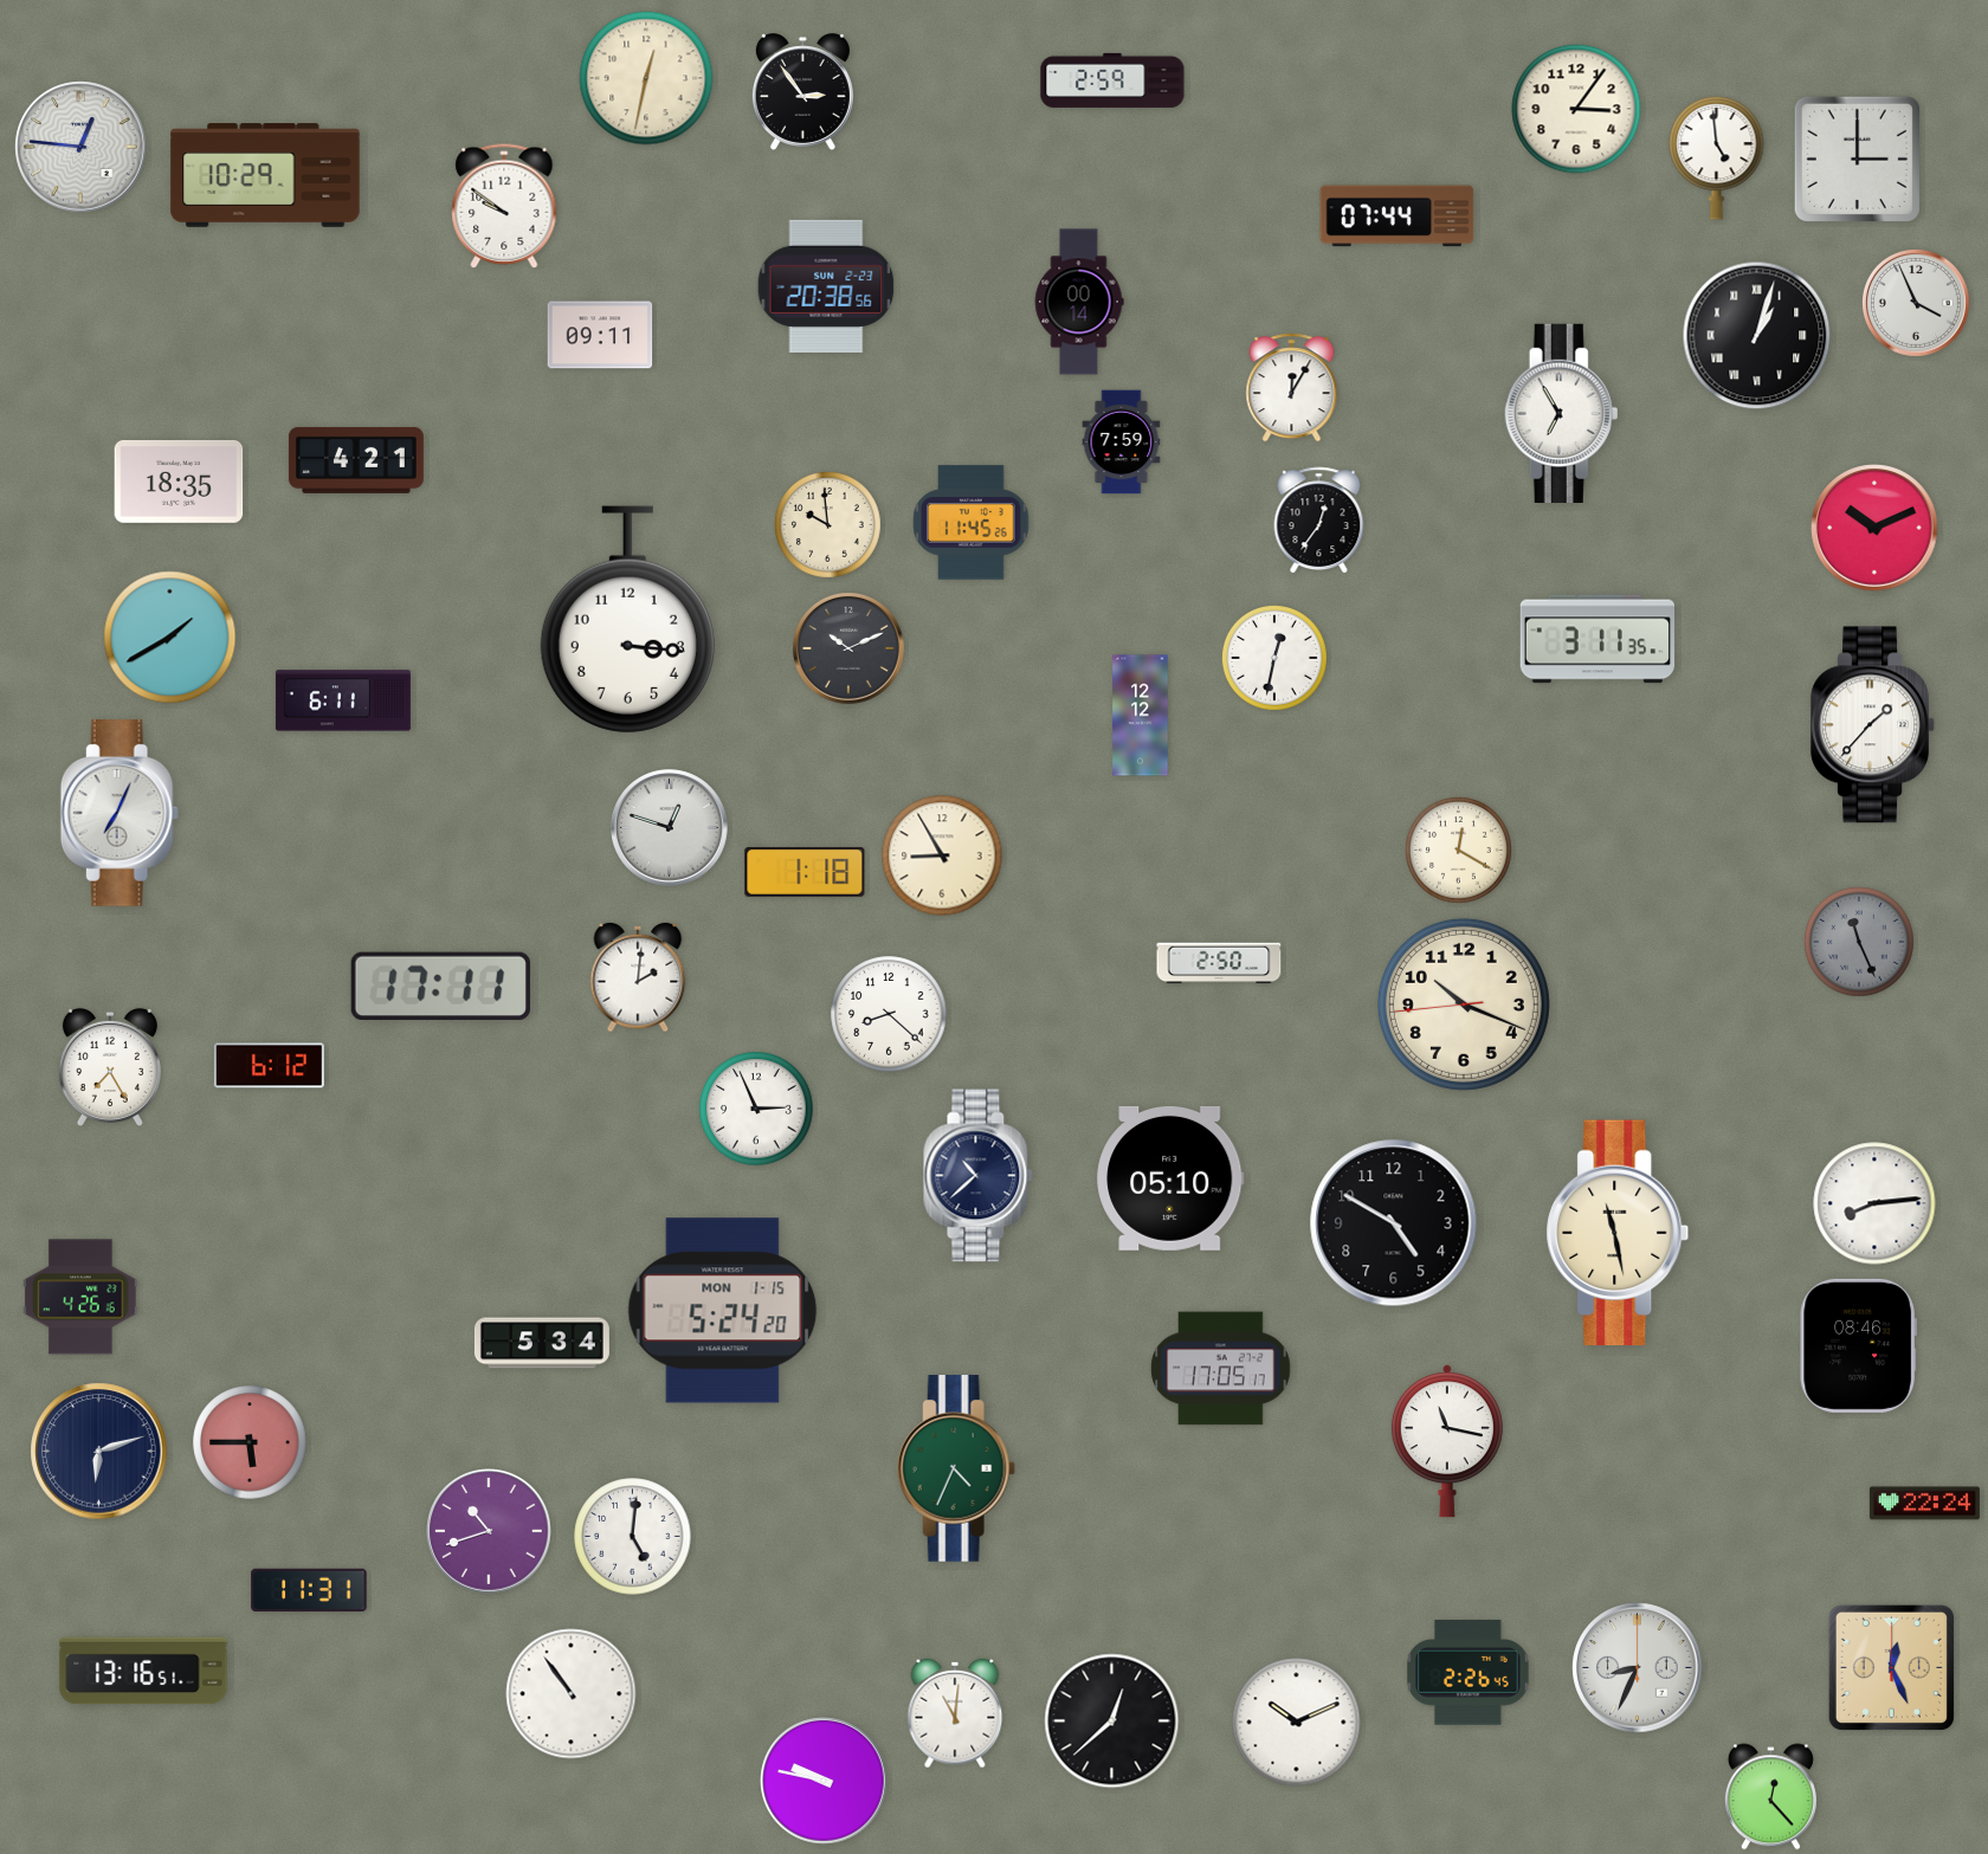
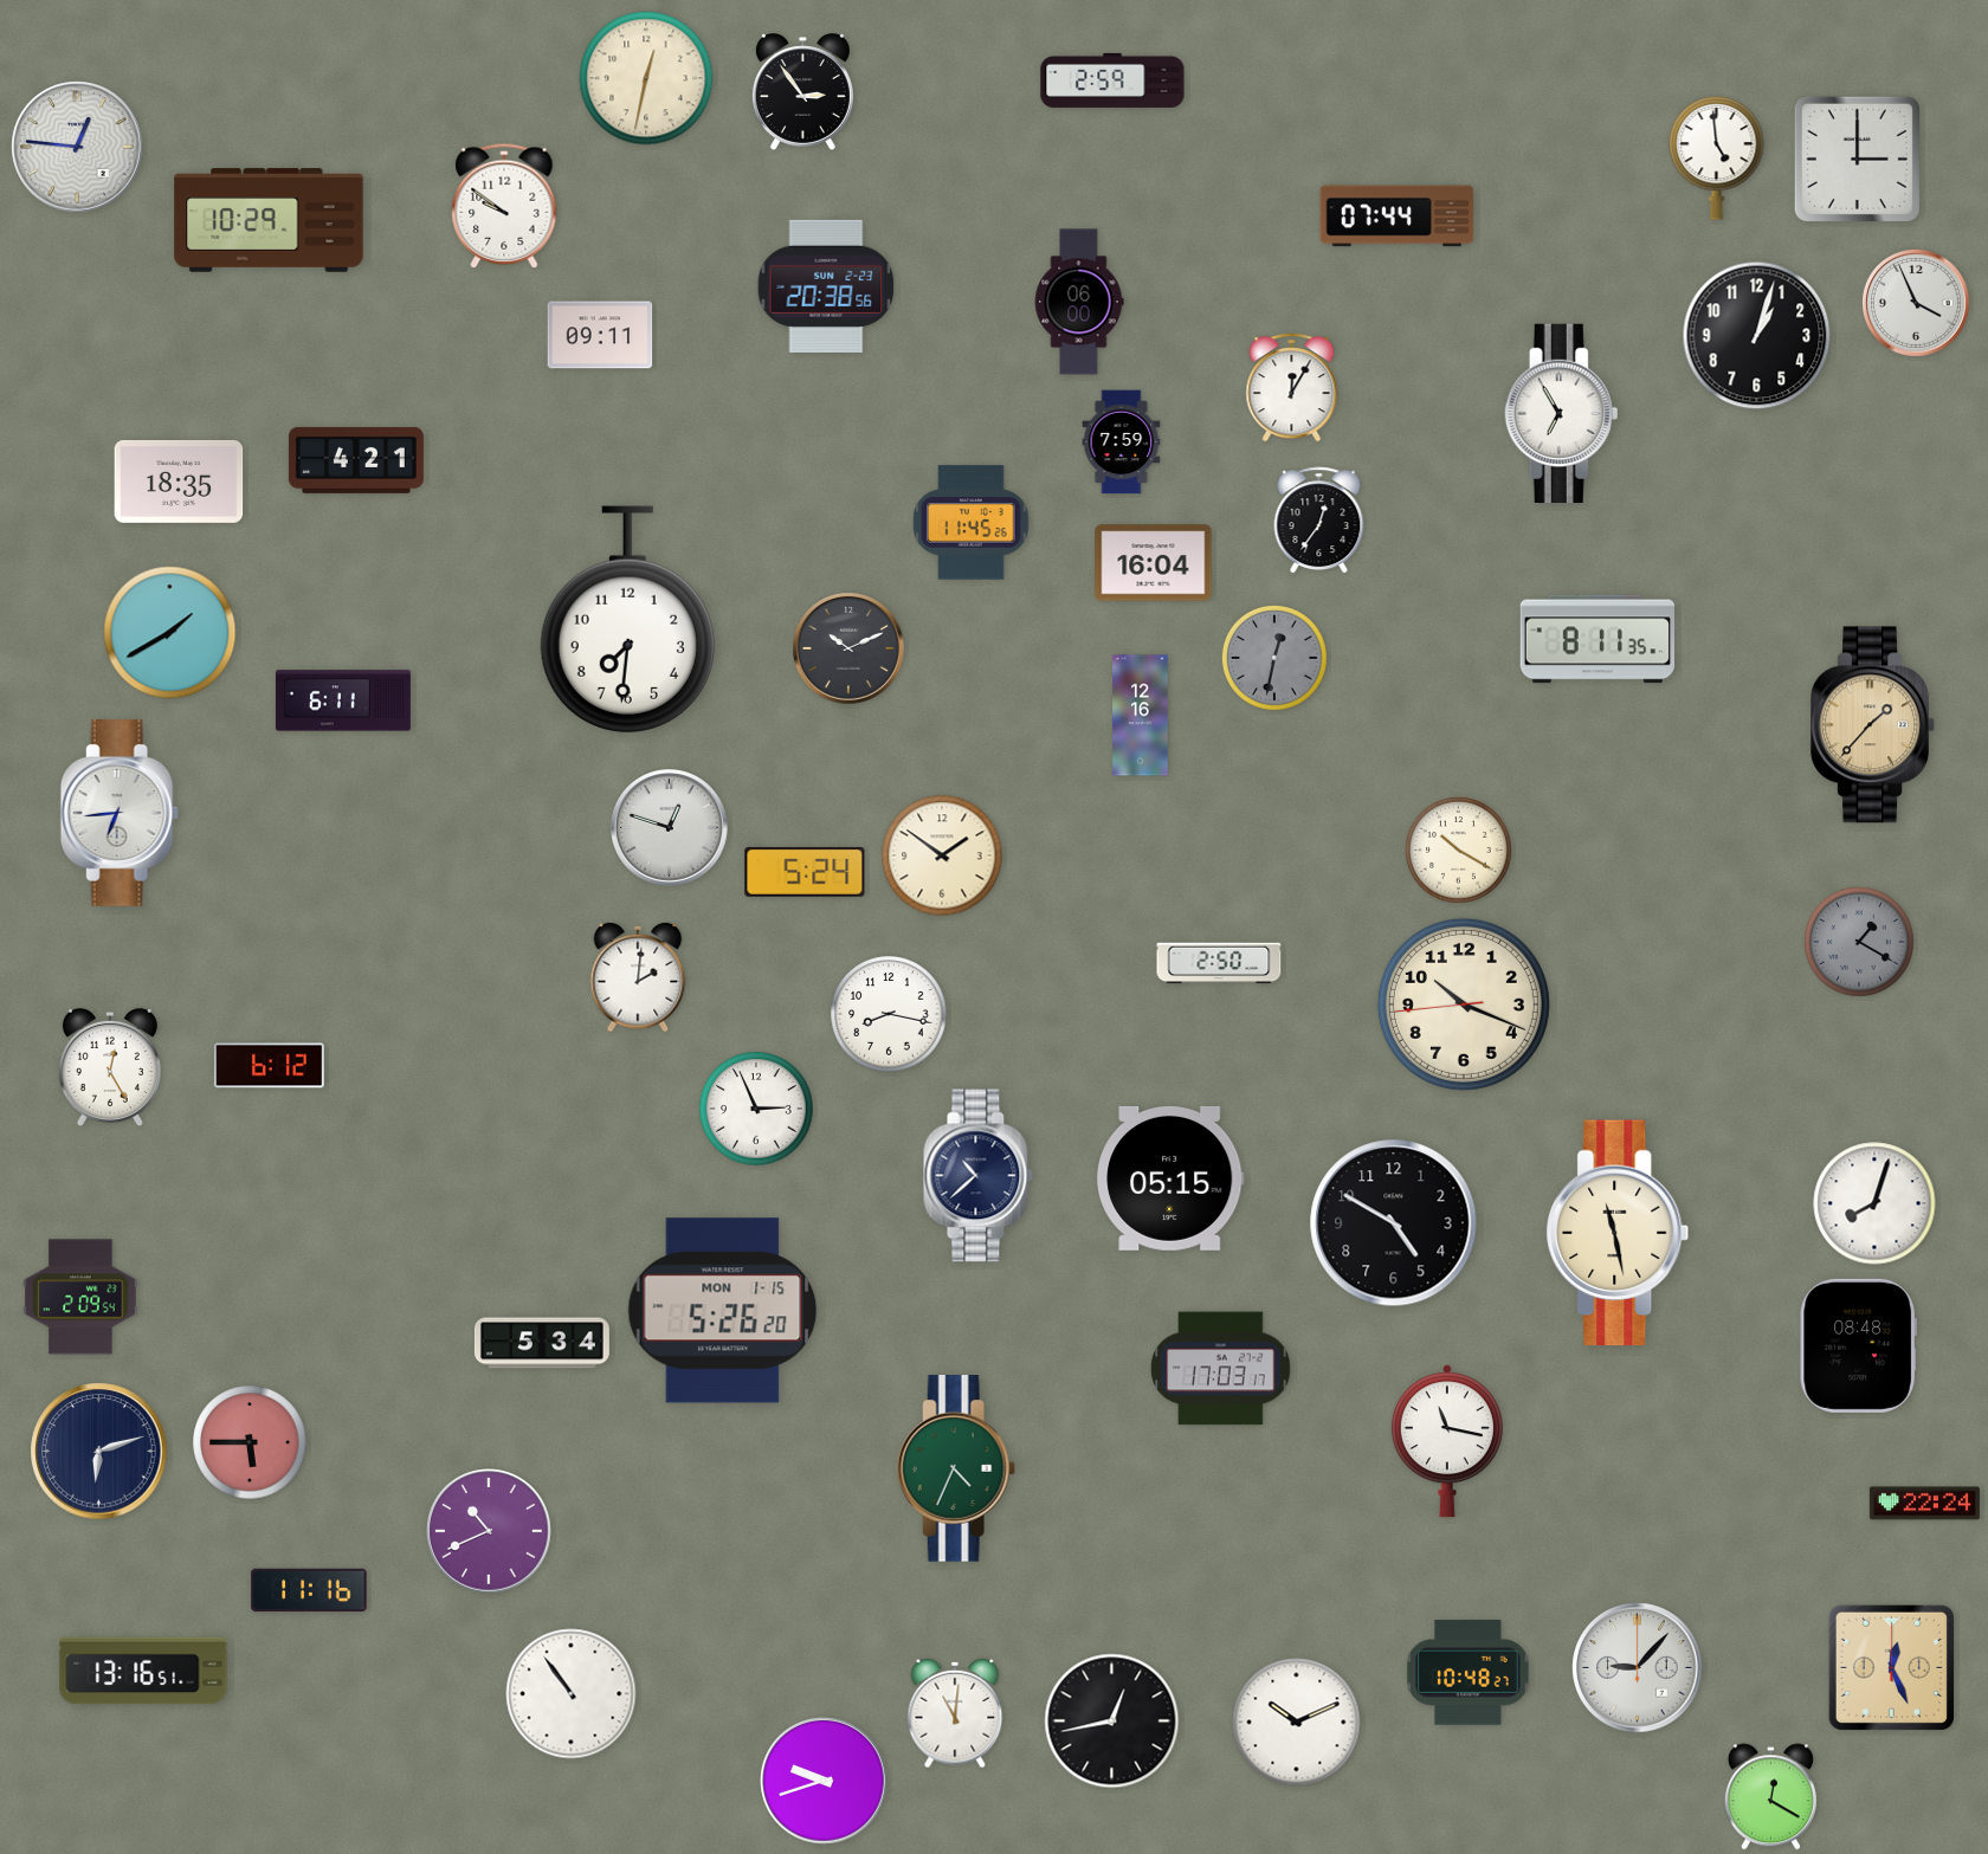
clock at (1576, 109): 3:06 -> none
clock at (80, 147) position: (80, 147) -> (77, 147)
clock at (265, 175) position: (265, 175) -> (269, 220)
clock at (1079, 302): 00:14 -> 06:00
clock at (1757, 336) numerals: Roman -> Arabic
clock at (827, 524): 9:59 -> none
clock at (1874, 528): 10:11 -> none
clock at (1154, 563): none -> 16:04
clock at (627, 620): 3:16 -> 7:31
clock at (170, 638) position: (170, 638) -> (170, 633)
clock at (1597, 639): 3:11 -> 8:11
clock at (1274, 658) dial: white -> grey
clock at (1141, 716): 12:12 -> 12:16
clock at (1873, 725) dial: white -> champagne
clock at (120, 813): 7:04 -> 6:44
clock at (1458, 850): 12:20 -> 10:20
clock at (942, 855): 8:55 -> 1:51
clock at (805, 872): 1:18 -> 5:24
clock at (1859, 942): 11:26 -> 1:20
clock at (440, 986): 17:11 -> none
clock at (889, 1014): 8:22 -> 8:17
clock at (110, 1067): 7:25 -> 12:25
clock at (1170, 1178): 05:10 -> 05:15
clock at (1874, 1203): 8:14 -> 8:03
clock at (80, 1297): 4:26 -> 2:09
clock at (723, 1311): 5:24 -> 5:26
clock at (1858, 1345): 08:46 -> 08:48
clock at (1221, 1369): 17:05 -> 17:03
clock at (489, 1531): 10:42 -> 10:41
clock at (633, 1537): 5:01 -> none
clock at (309, 1590): 11:31 -> 11:16
clock at (1638, 1668): 8:34 -> 9:07
clock at (1469, 1673): 2:26 -> 10:48
clock at (1112, 1721): 12:38 -> 12:43
clock at (824, 1781): 9:47 -> 9:42
clock at (1770, 1797): 12:23 -> 12:20
